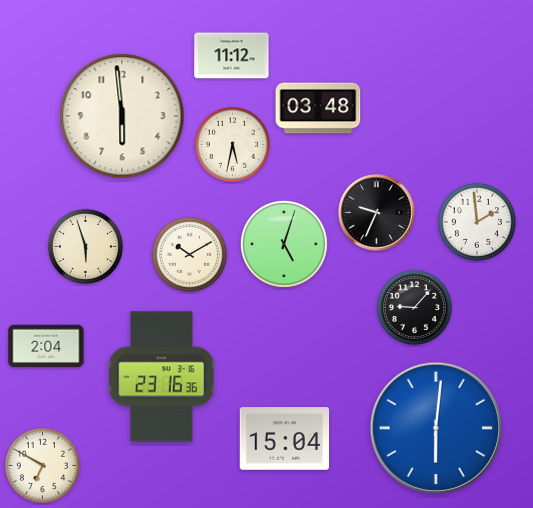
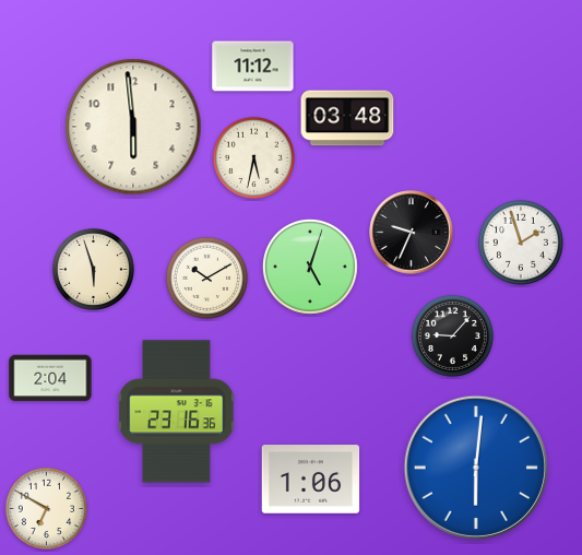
clock at (232, 56) position: (232, 56) -> (253, 67)
clock at (477, 222): 1:59 -> 1:57
clock at (285, 439): 15:04 -> 1:06
